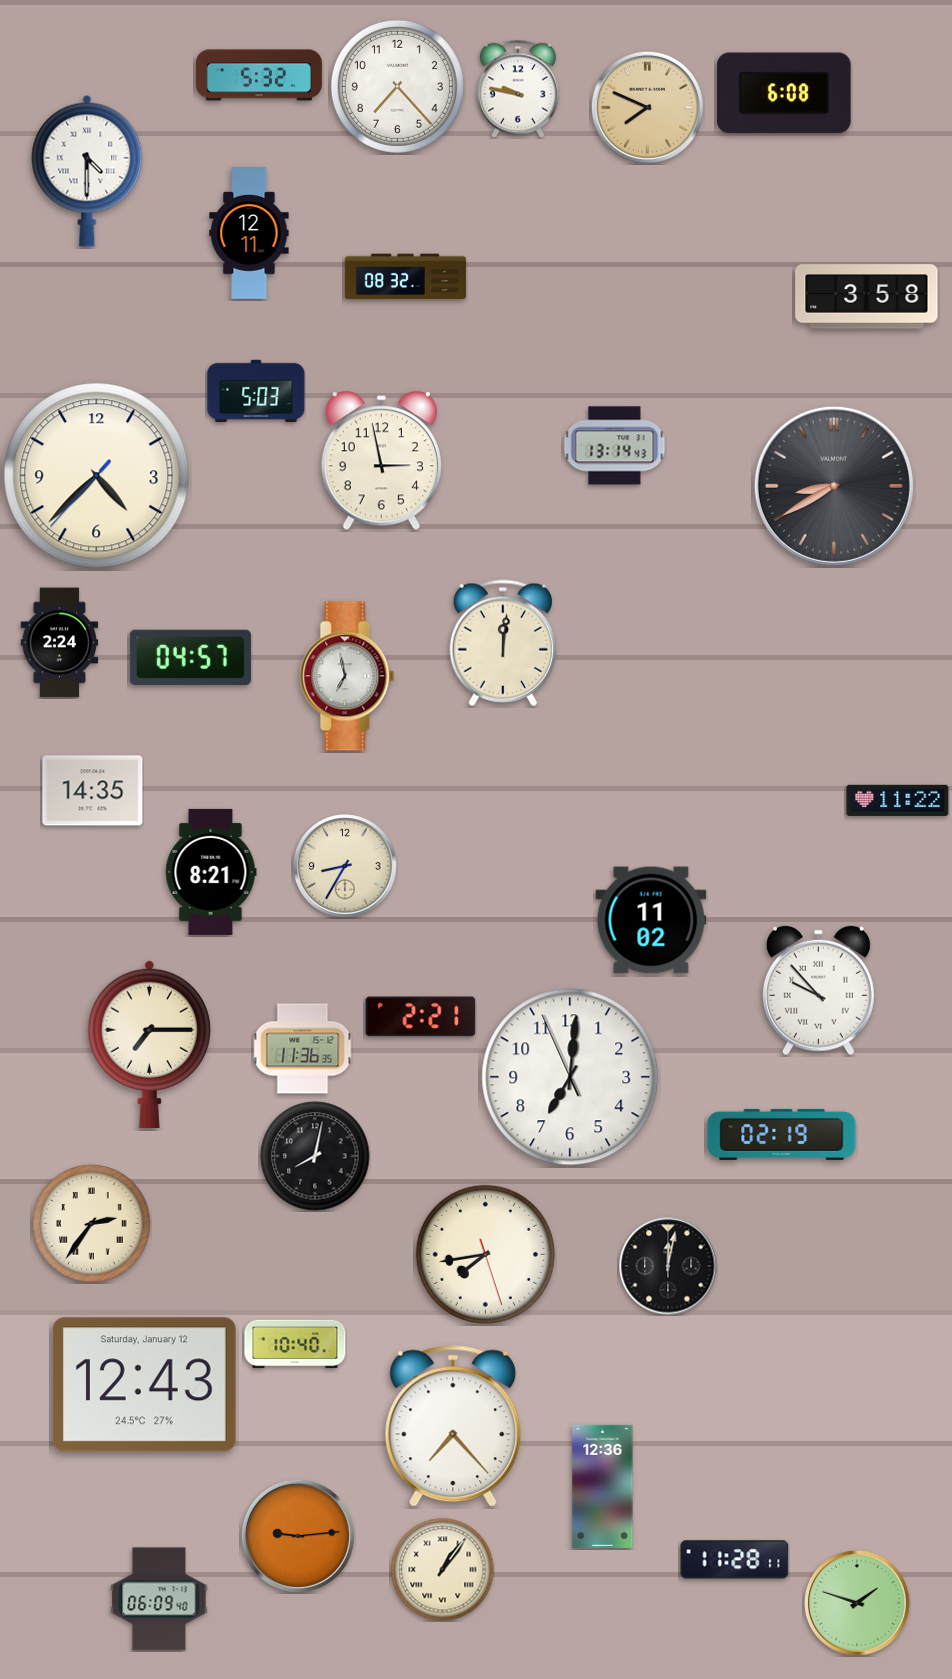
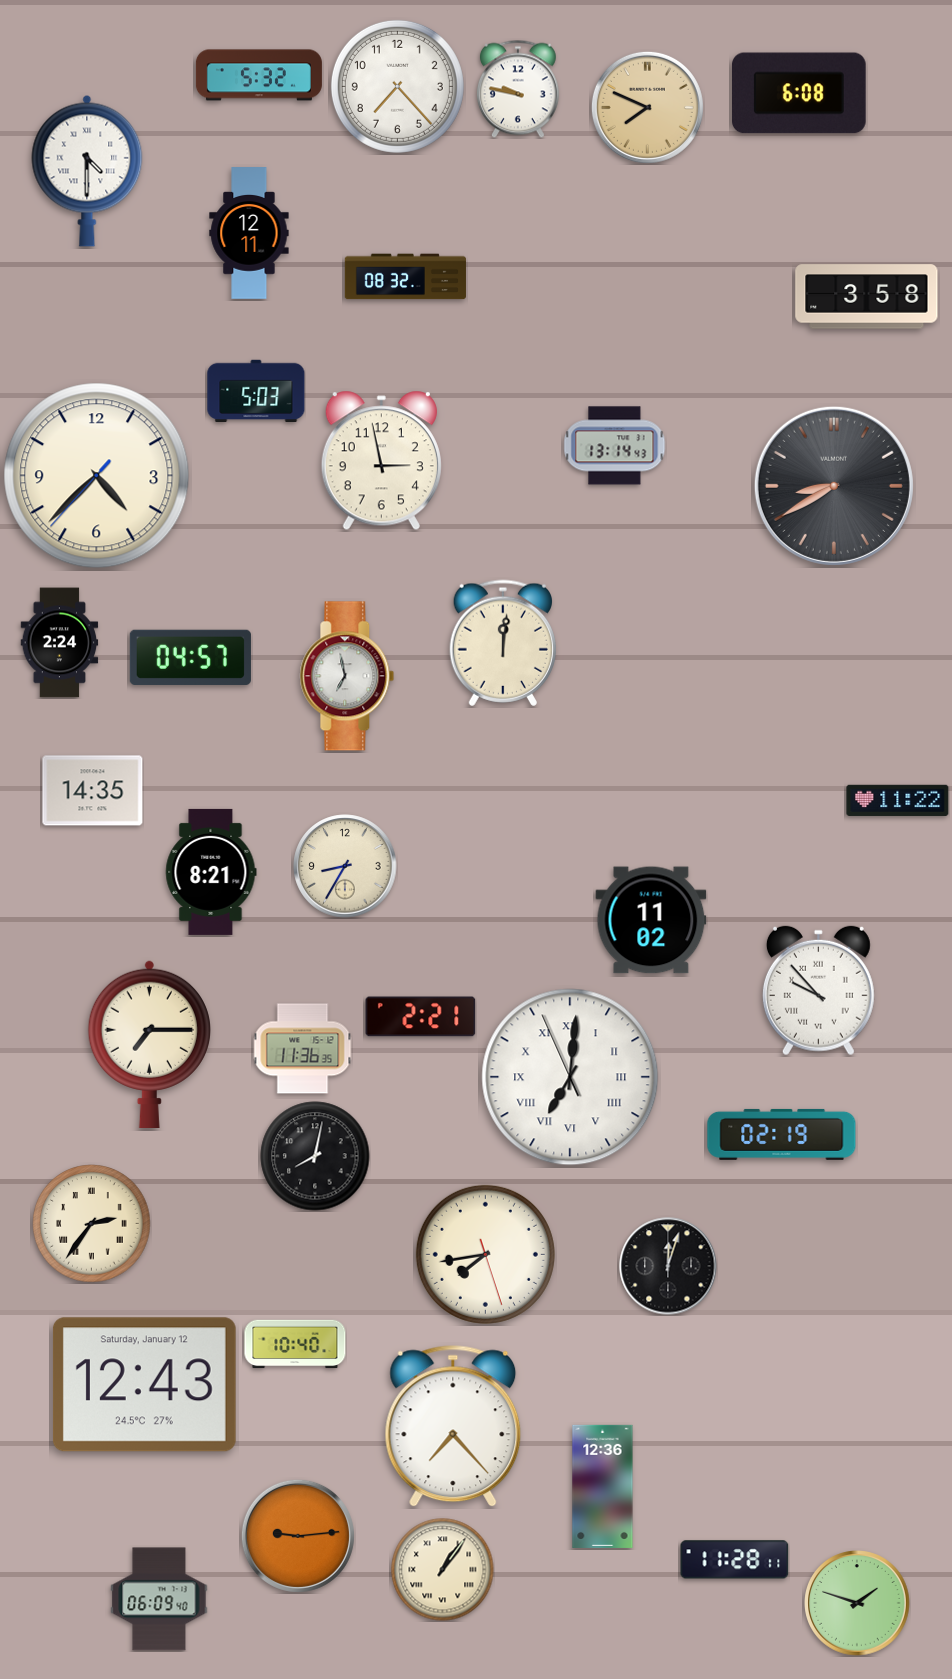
clock at (785, 93) position: (785, 93) -> (800, 93)
clock at (570, 1077) numerals: Arabic -> Roman
clock at (668, 1266): 12:02 -> 12:03
